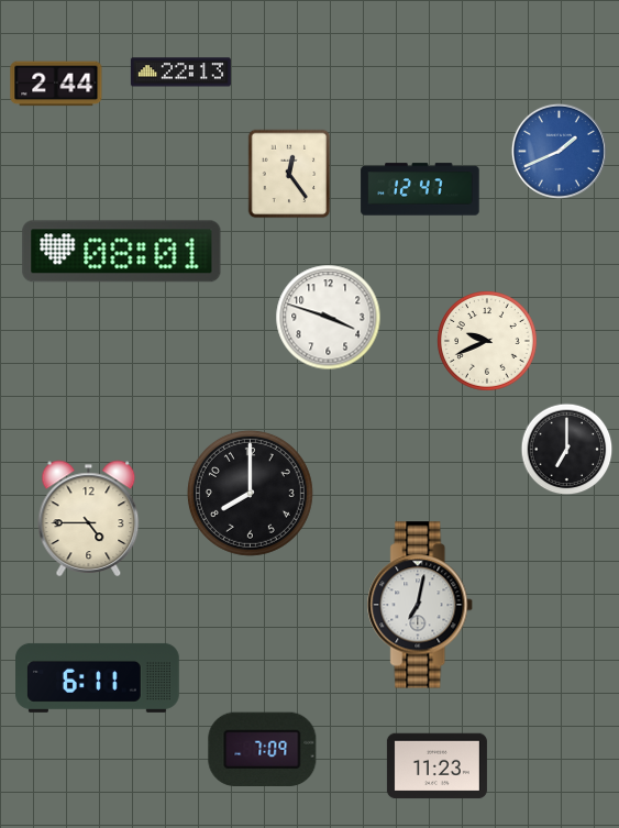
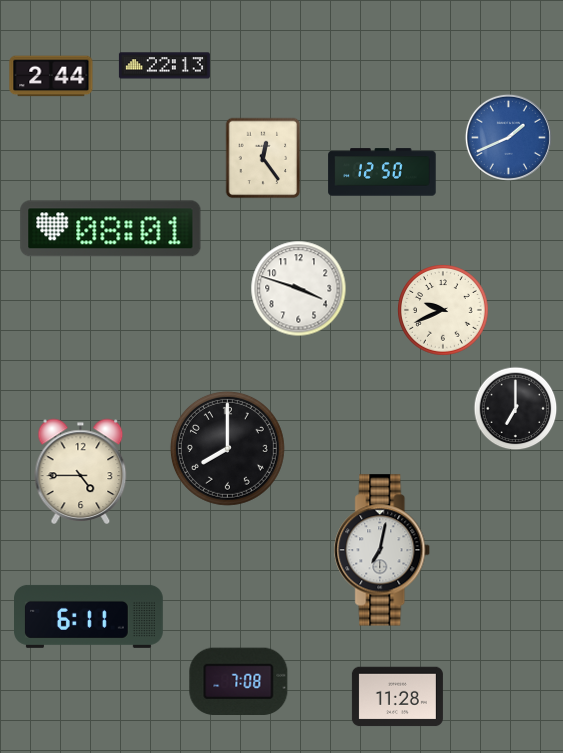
clock at (420, 189): 12:47 -> 12:50
clock at (263, 750): 7:09 -> 7:08
clock at (436, 766): 11:23 -> 11:28
